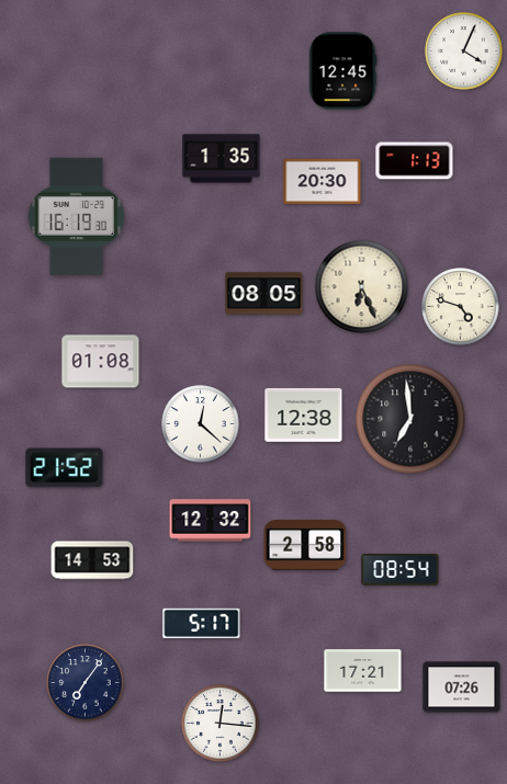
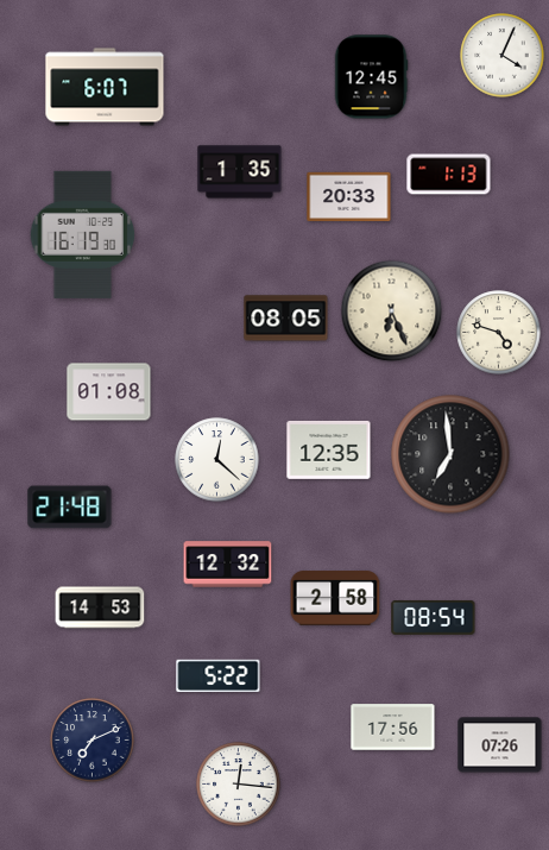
clock at (105, 87): none -> 6:07
clock at (323, 182): 20:30 -> 20:33
clock at (304, 414): 12:38 -> 12:35
clock at (410, 419) position: (410, 419) -> (450, 454)
clock at (65, 468): 21:52 -> 21:48
clock at (305, 545) position: (305, 545) -> (335, 598)
clock at (202, 624): 5:17 -> 5:22
clock at (363, 671): 17:21 -> 17:56
clock at (86, 683): 7:06 -> 7:11
